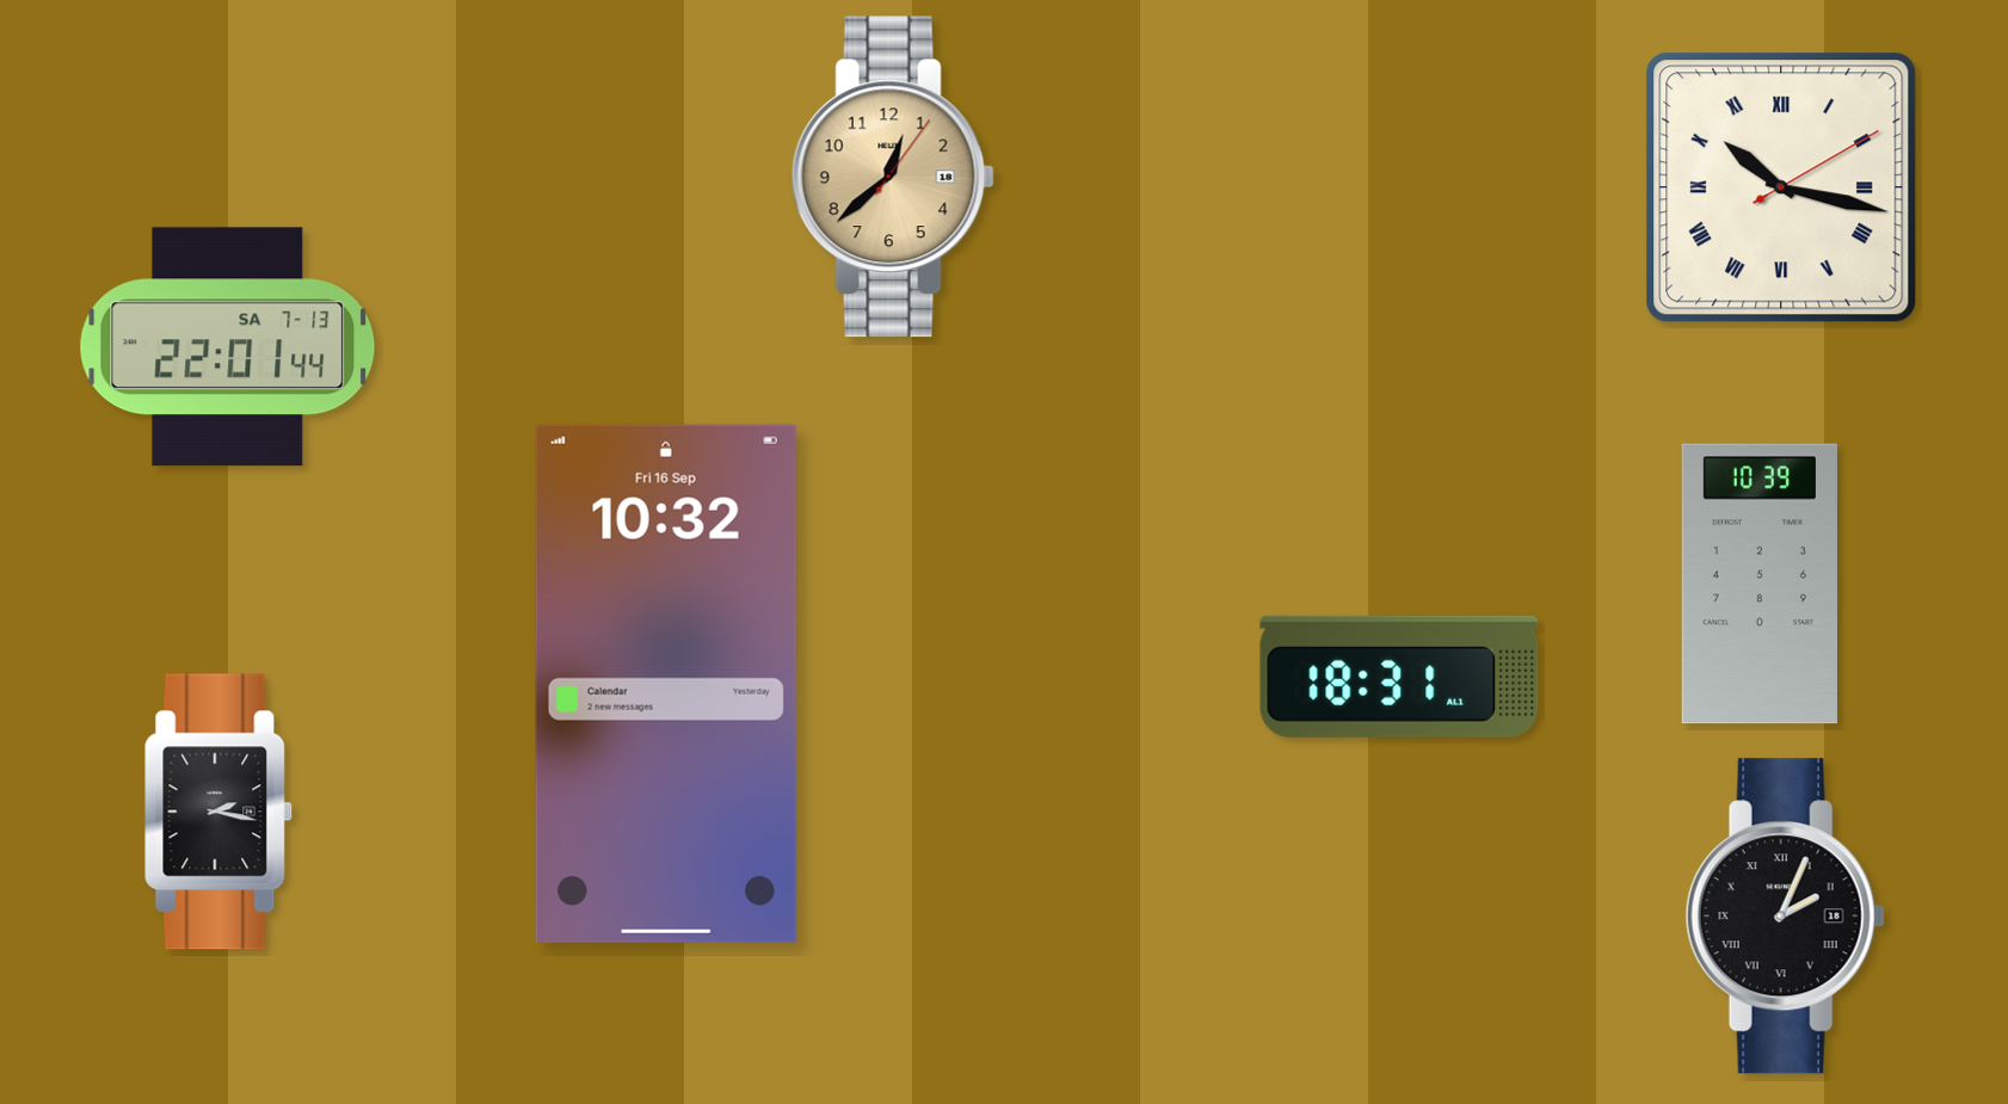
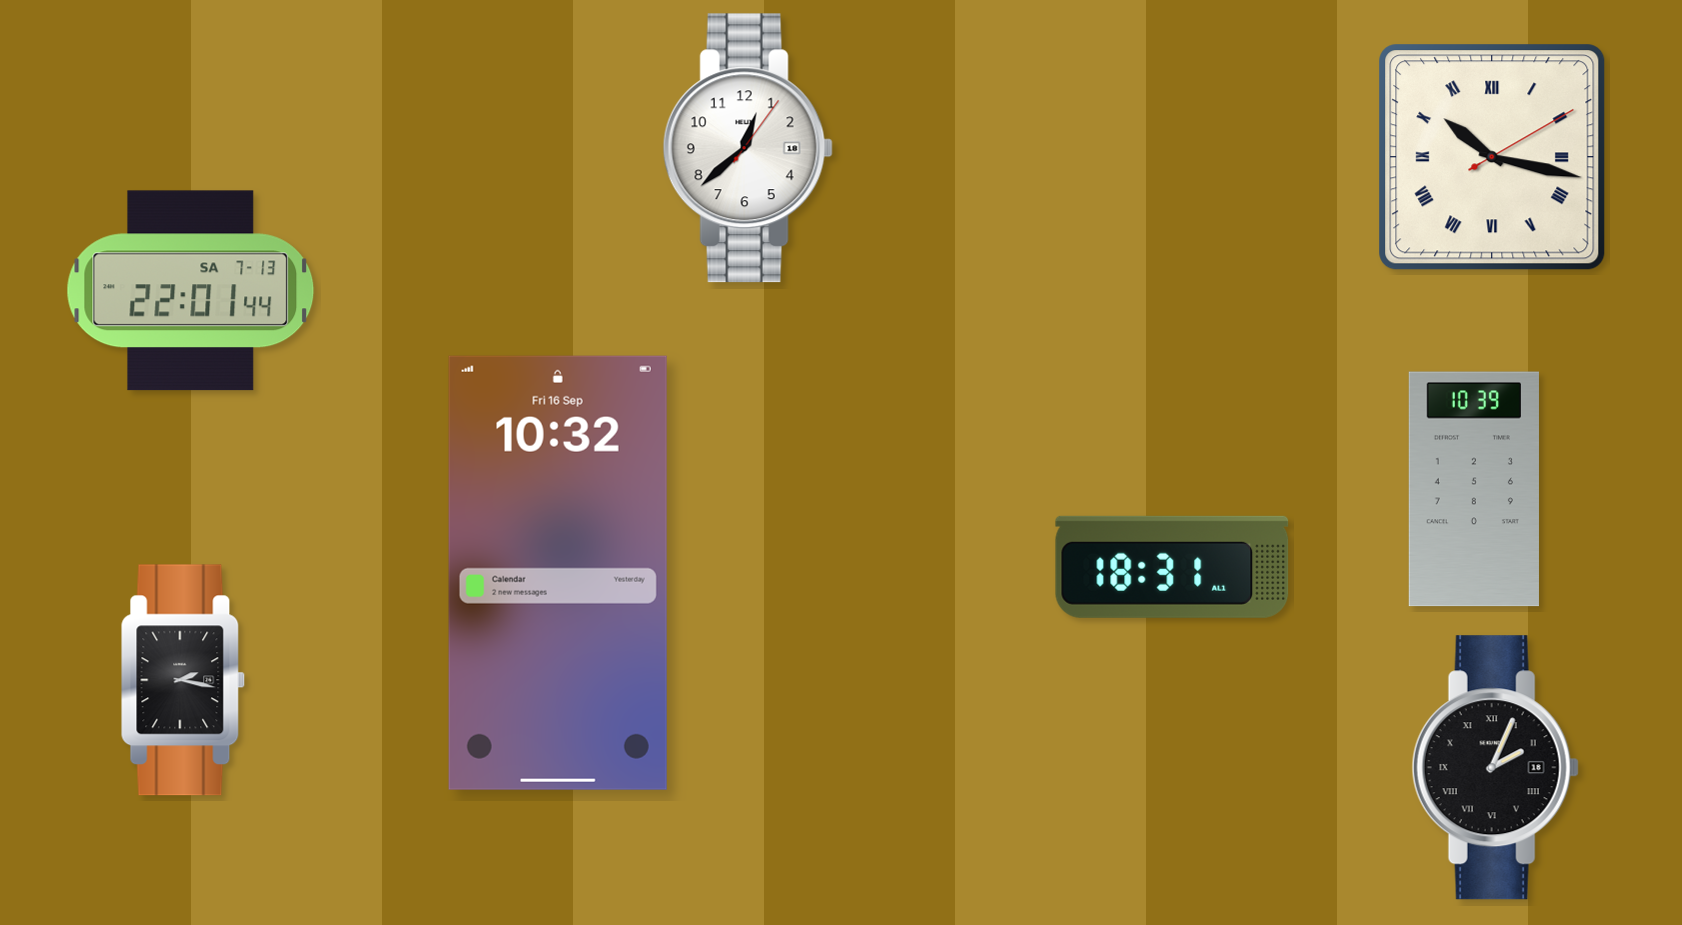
clock at (893, 177) dial: champagne -> white
